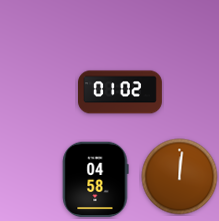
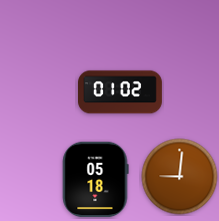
clock at (180, 177): 12:01 -> 9:01
clock at (95, 180): 04:58 -> 05:18
